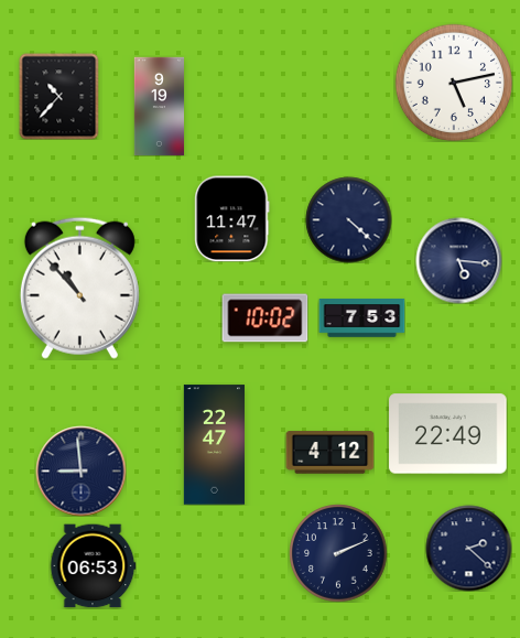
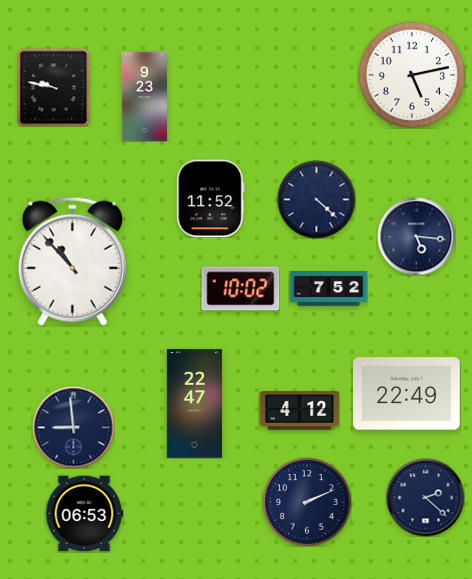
clock at (59, 96): 10:37 -> 9:47
clock at (159, 106): 9:19 -> 9:23
clock at (232, 218): 11:47 -> 11:52
clock at (361, 318): 7:53 -> 7:52
